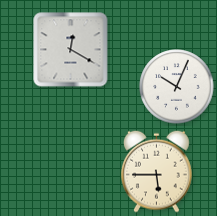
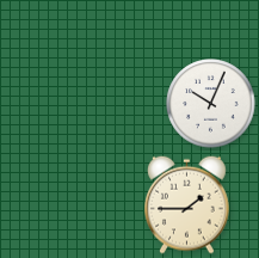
clock at (71, 50): 12:20 -> none
clock at (157, 171): 5:45 -> 1:45
